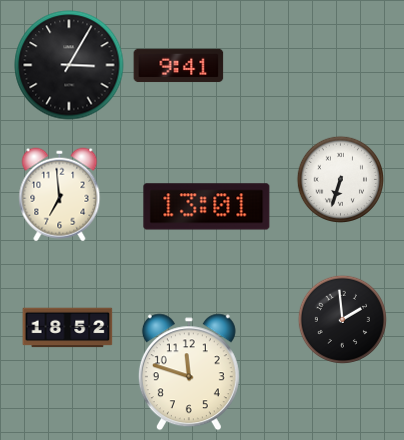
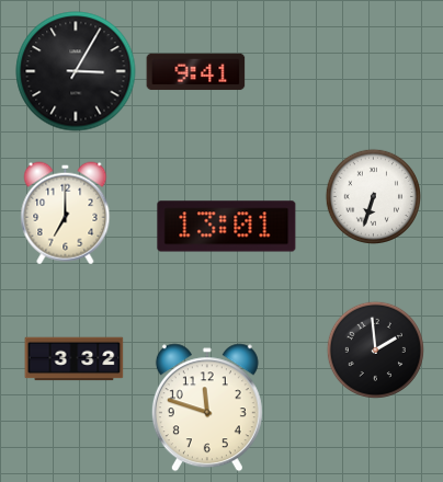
clock at (60, 195): 6:59 -> 7:00
clock at (68, 328): 18:52 -> 3:32
